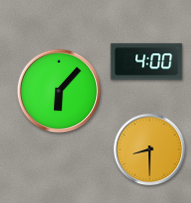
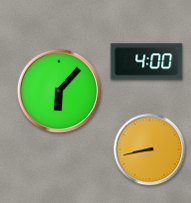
clock at (150, 150): 8:30 -> 8:43
